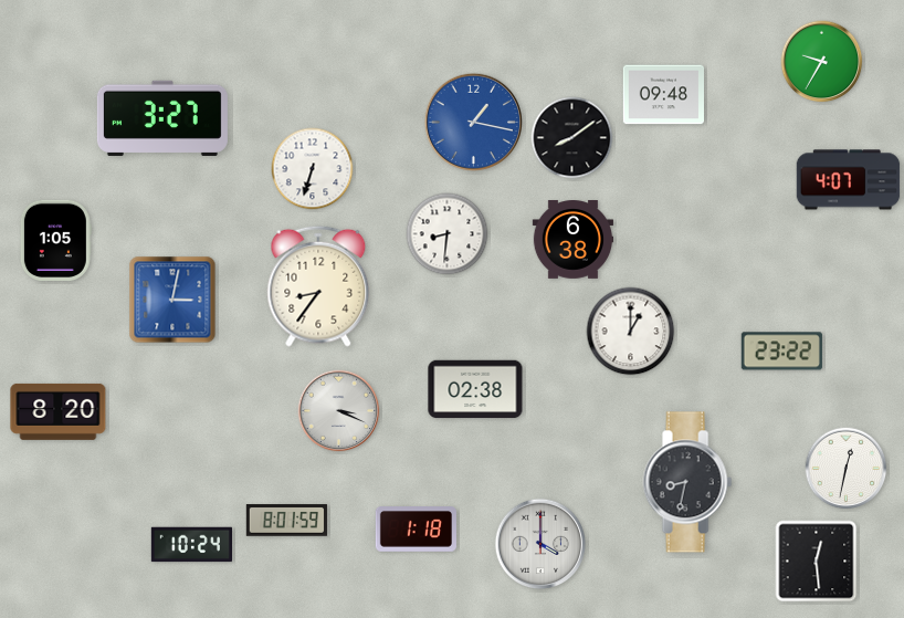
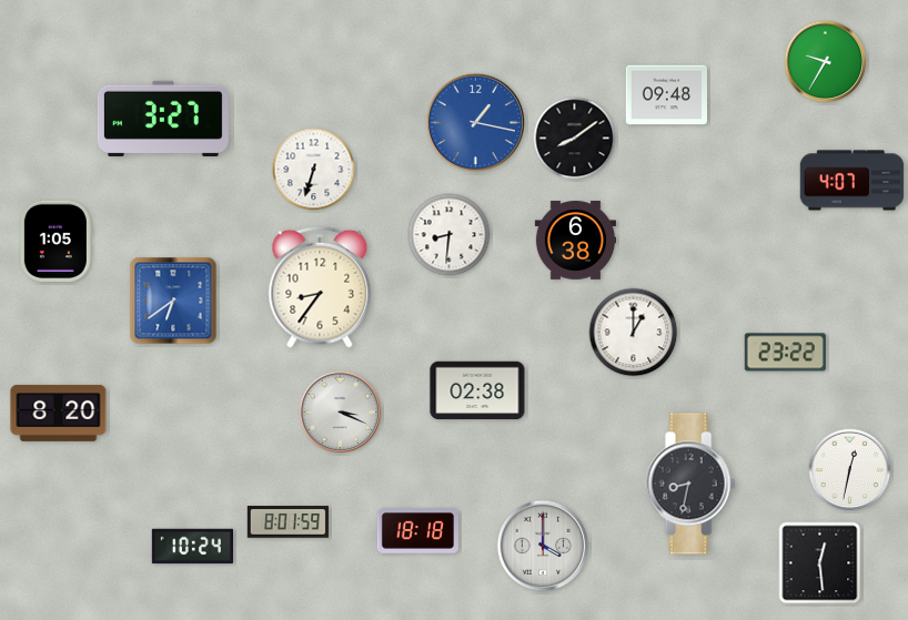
clock at (172, 300): 3:02 -> 6:39
clock at (416, 530): 1:18 -> 18:18
